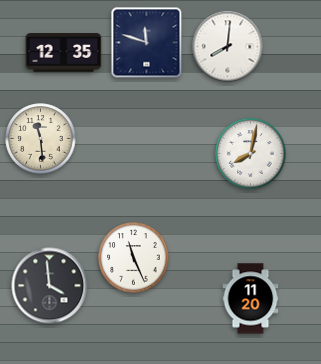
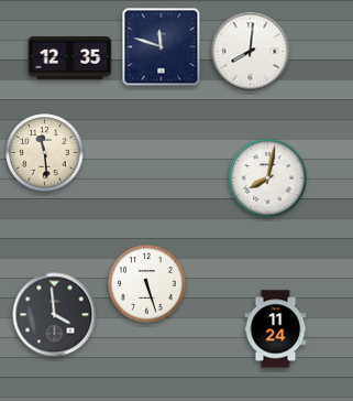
clock at (251, 154) position: (251, 154) -> (268, 178)
clock at (134, 258): 11:26 -> 5:27
clock at (251, 299): 11:20 -> 11:24
